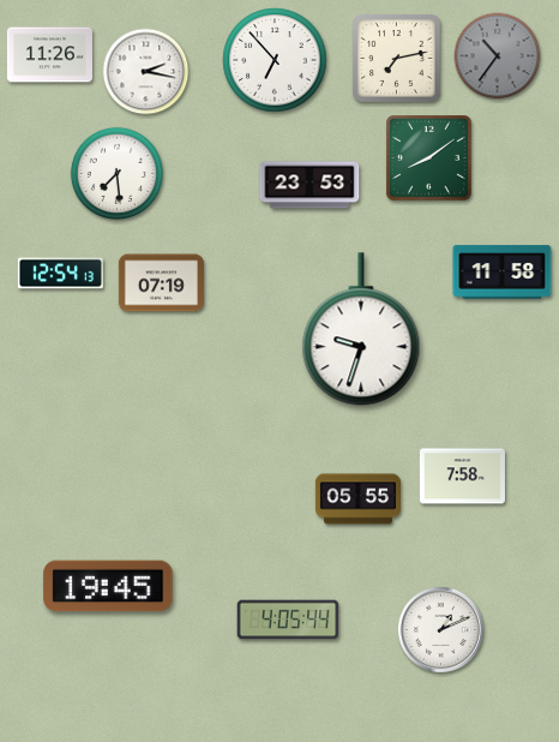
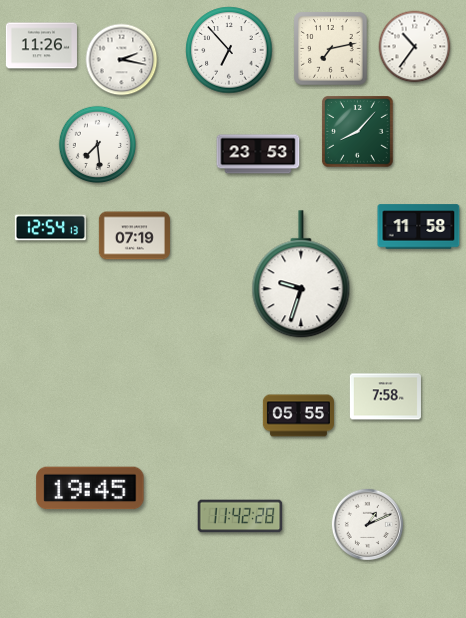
clock at (498, 56) dial: grey -> white
clock at (429, 158): 8:09 -> 8:07
clock at (288, 620): 4:05 -> 11:42
